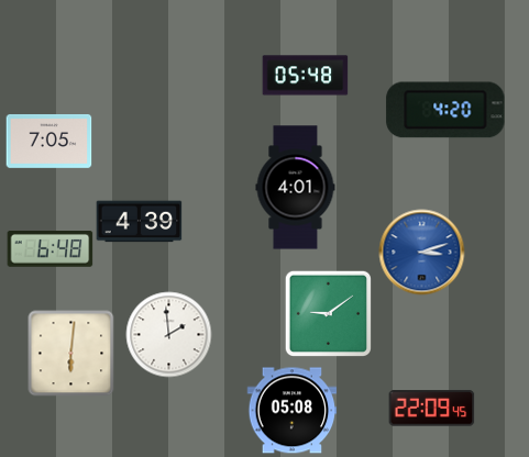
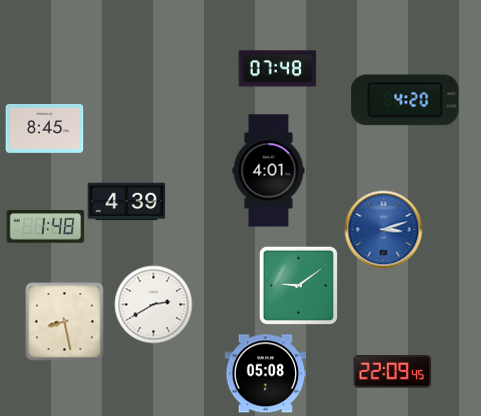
clock at (305, 76): 05:48 -> 07:48
clock at (48, 141): 7:05 -> 8:45
clock at (49, 249): 6:48 -> 1:48
clock at (168, 334): 1:59 -> 2:40
clock at (70, 353): 6:01 -> 8:28
